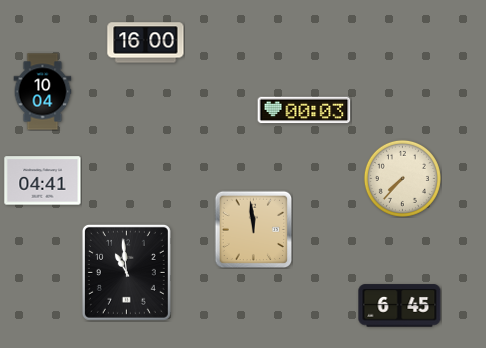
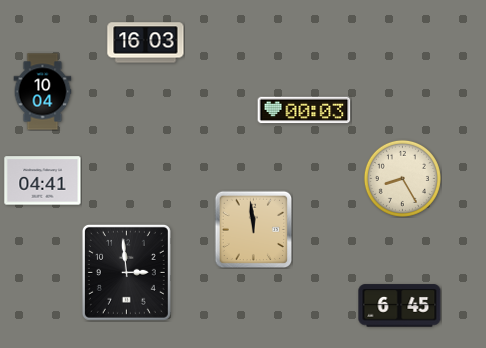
clock at (146, 43): 16:00 -> 16:03
clock at (402, 178): 7:37 -> 8:25
clock at (126, 272): 10:59 -> 2:59
